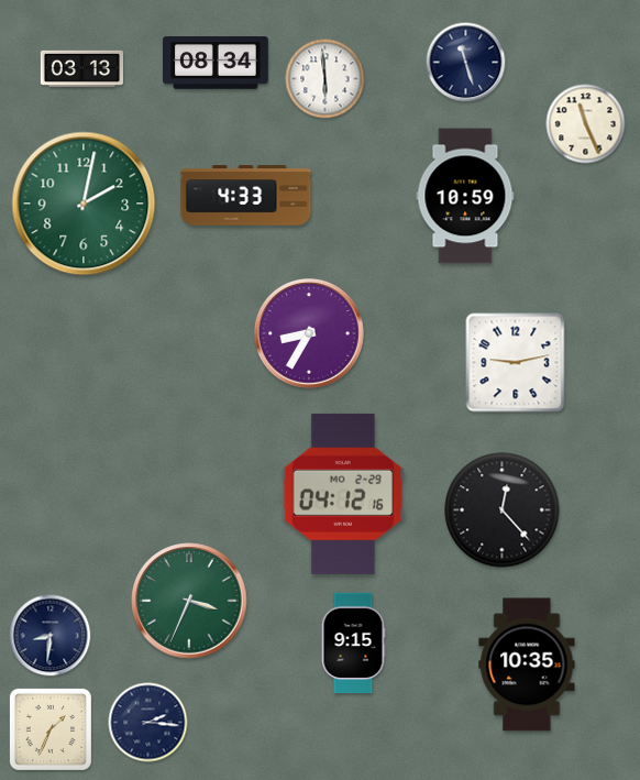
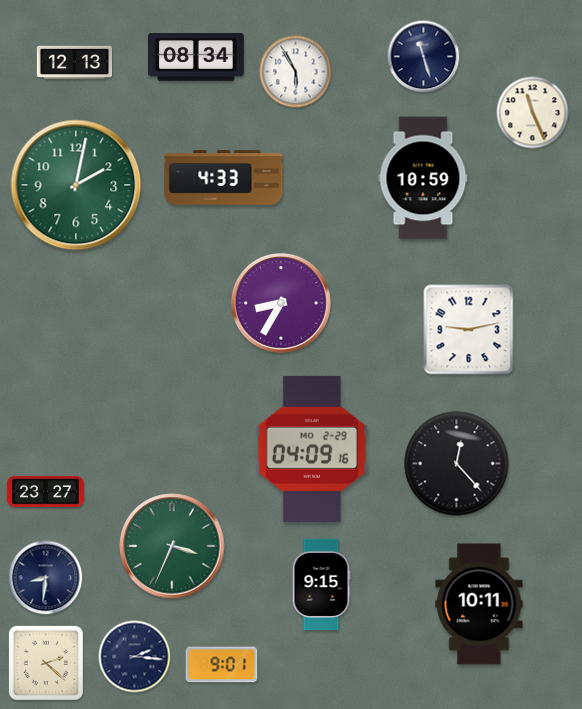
clock at (81, 68): 03:13 -> 12:13
clock at (325, 79): 5:59 -> 5:55
clock at (343, 494): 04:12 -> 04:09
clock at (45, 491): none -> 23:27
clock at (527, 664): 10:35 -> 10:11
clock at (51, 729): 1:34 -> 2:22
clock at (222, 665): none -> 9:01
